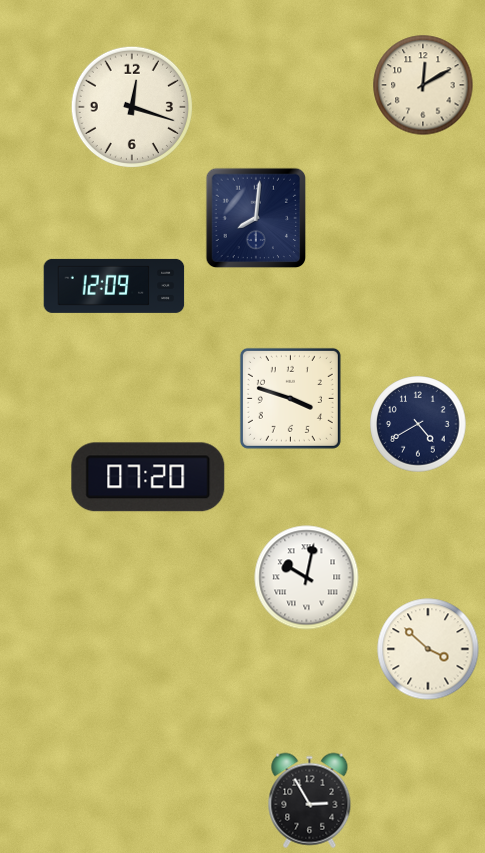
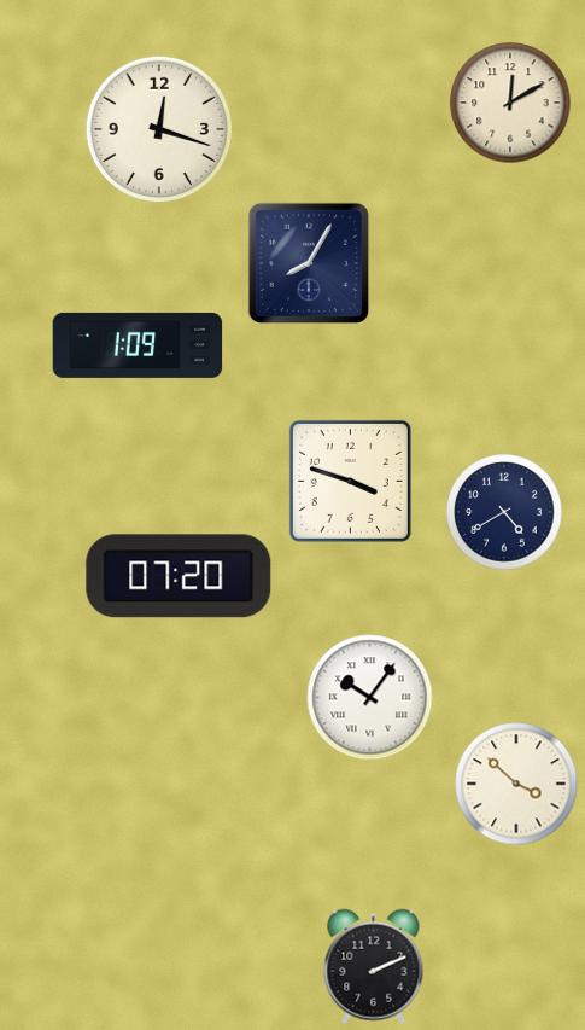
clock at (256, 218): 8:01 -> 8:05
clock at (114, 286): 12:09 -> 1:09
clock at (307, 578): 10:02 -> 10:06
clock at (310, 801): 2:55 -> 2:11
